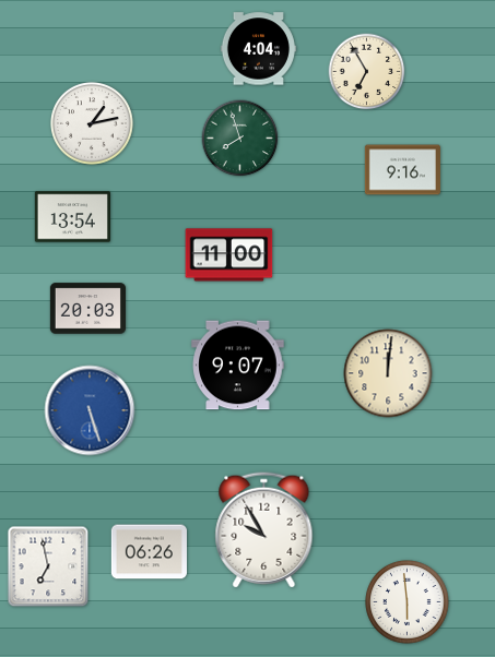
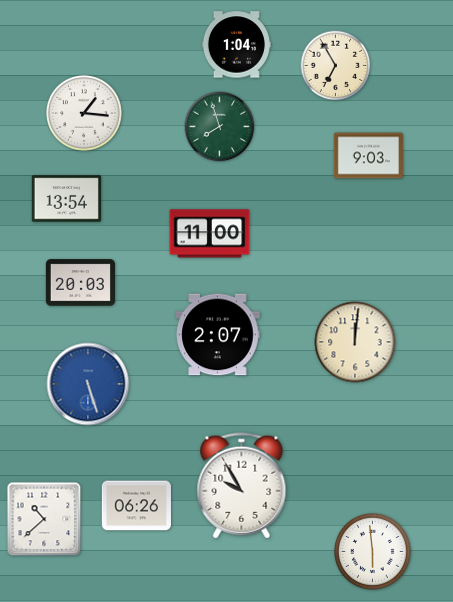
clock at (258, 49): 4:04 -> 1:04
clock at (93, 124): 1:13 -> 1:16
clock at (402, 170): 9:16 -> 9:03
clock at (238, 366): 9:07 -> 2:07
clock at (90, 410) position: (90, 410) -> (88, 384)
clock at (48, 566): 6:58 -> 10:38
